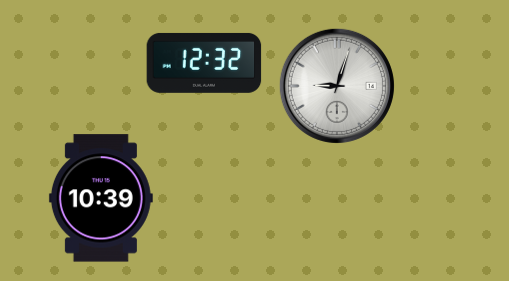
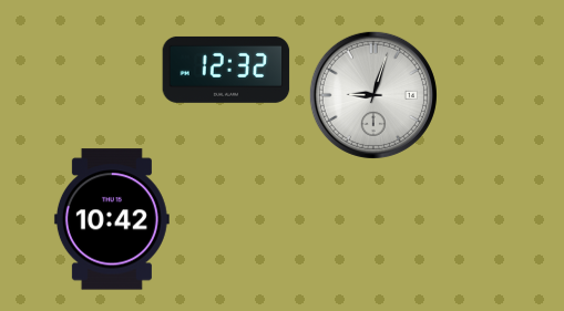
clock at (101, 198): 10:39 -> 10:42
